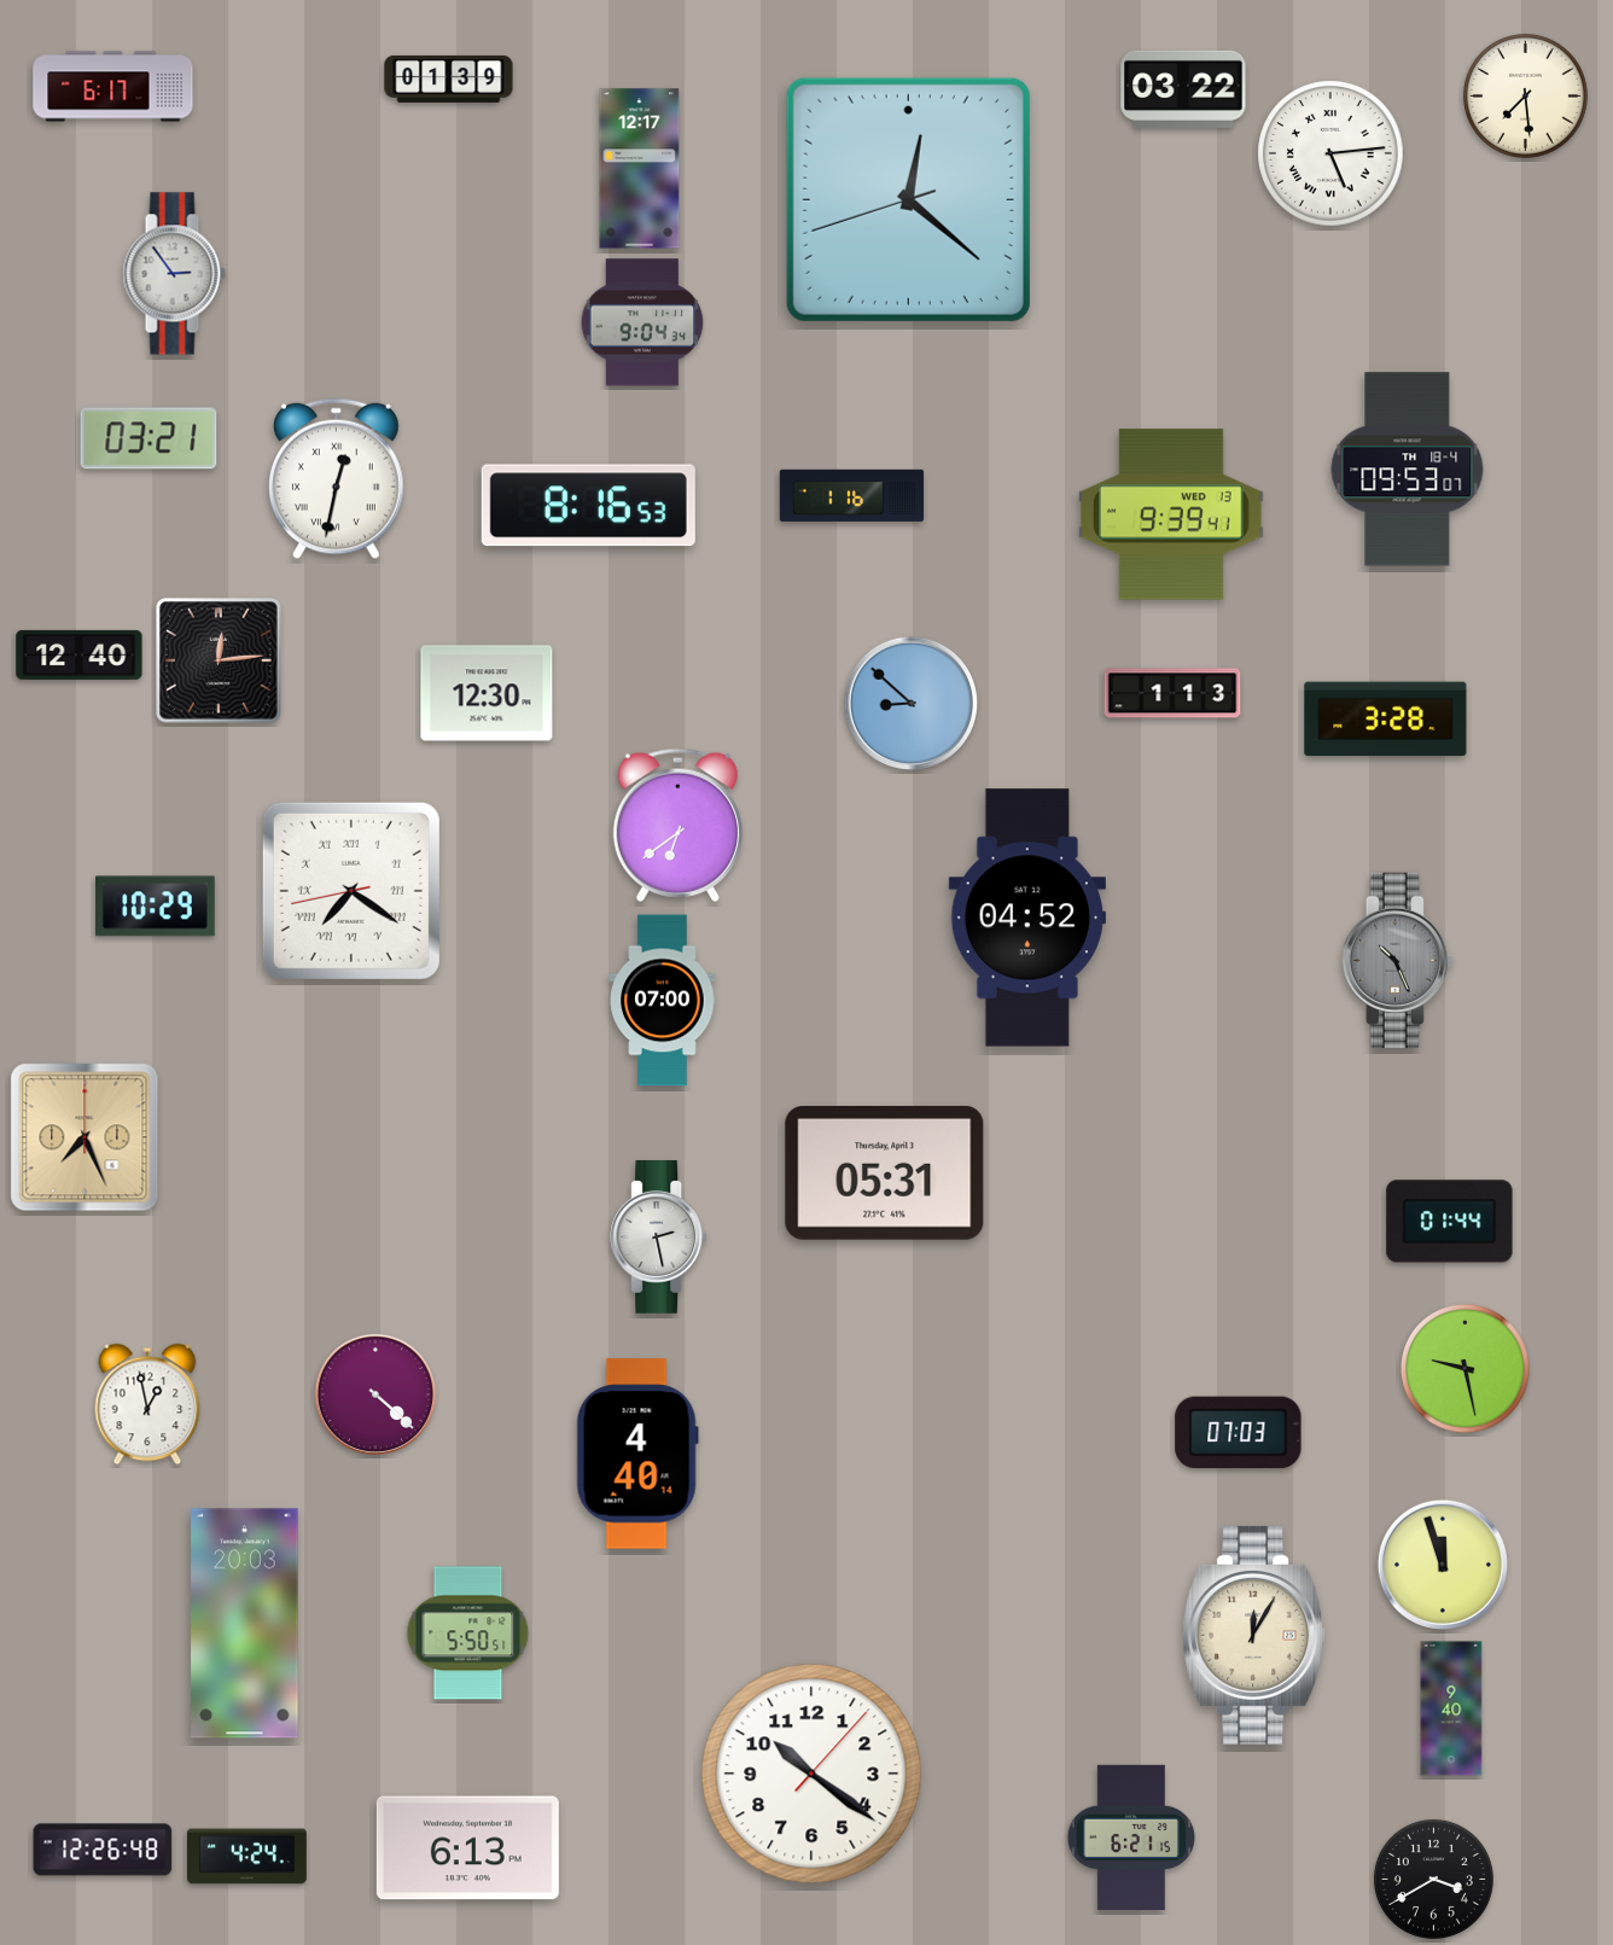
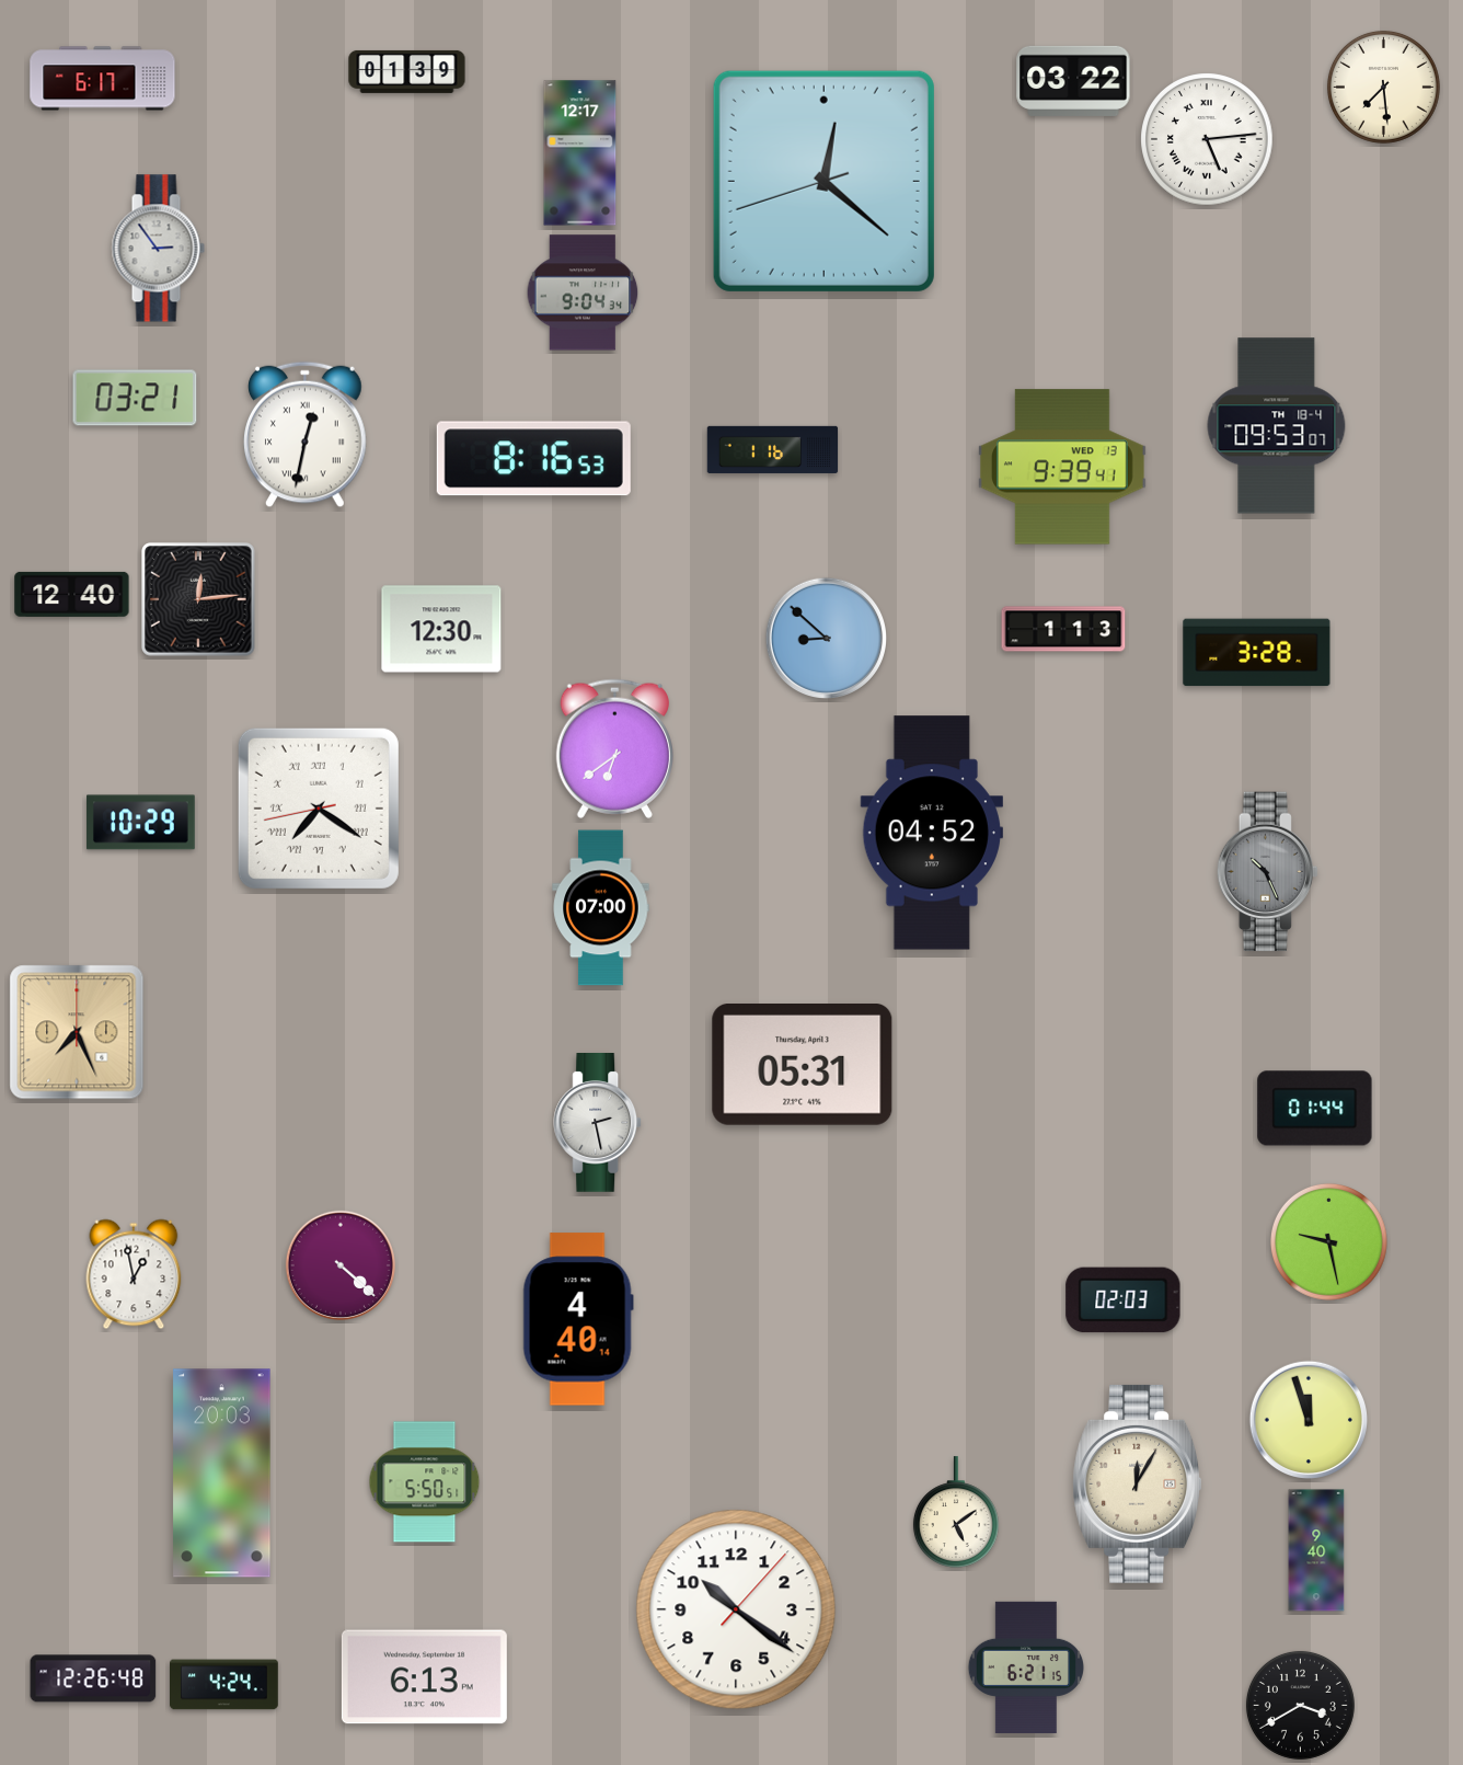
clock at (1239, 1433): 07:03 -> 02:03
clock at (956, 1512): none -> 5:09
